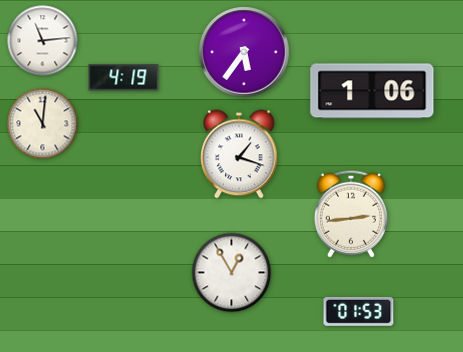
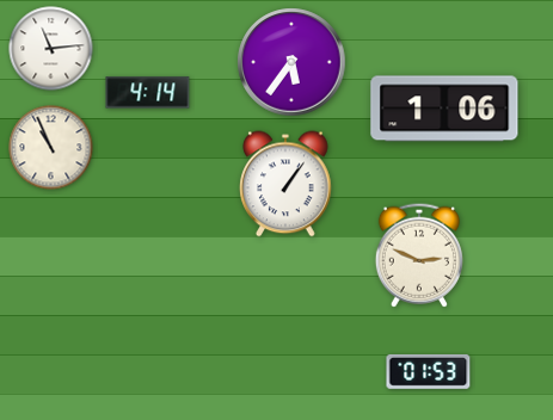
clock at (124, 78): 4:19 -> 4:14
clock at (43, 124): 11:01 -> 10:56
clock at (239, 154): 1:18 -> 1:06
clock at (351, 214): 2:44 -> 2:49
clock at (232, 273): 12:55 -> none
